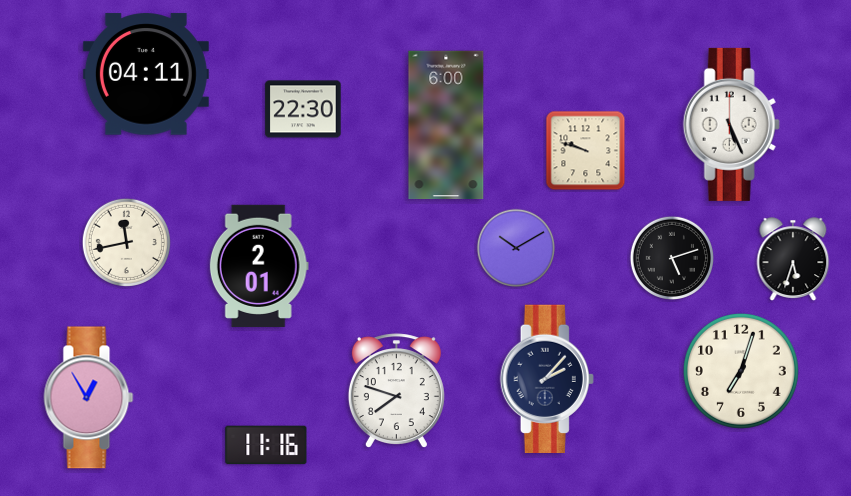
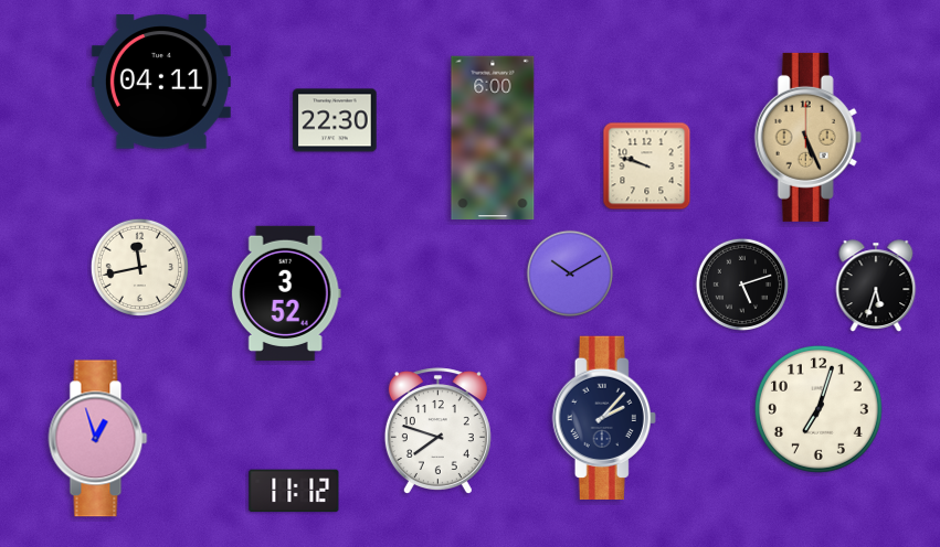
clock at (731, 124) dial: white -> champagne
clock at (259, 266): 2:01 -> 3:52
clock at (89, 398): 12:55 -> 12:57
clock at (266, 445): 11:16 -> 11:12
